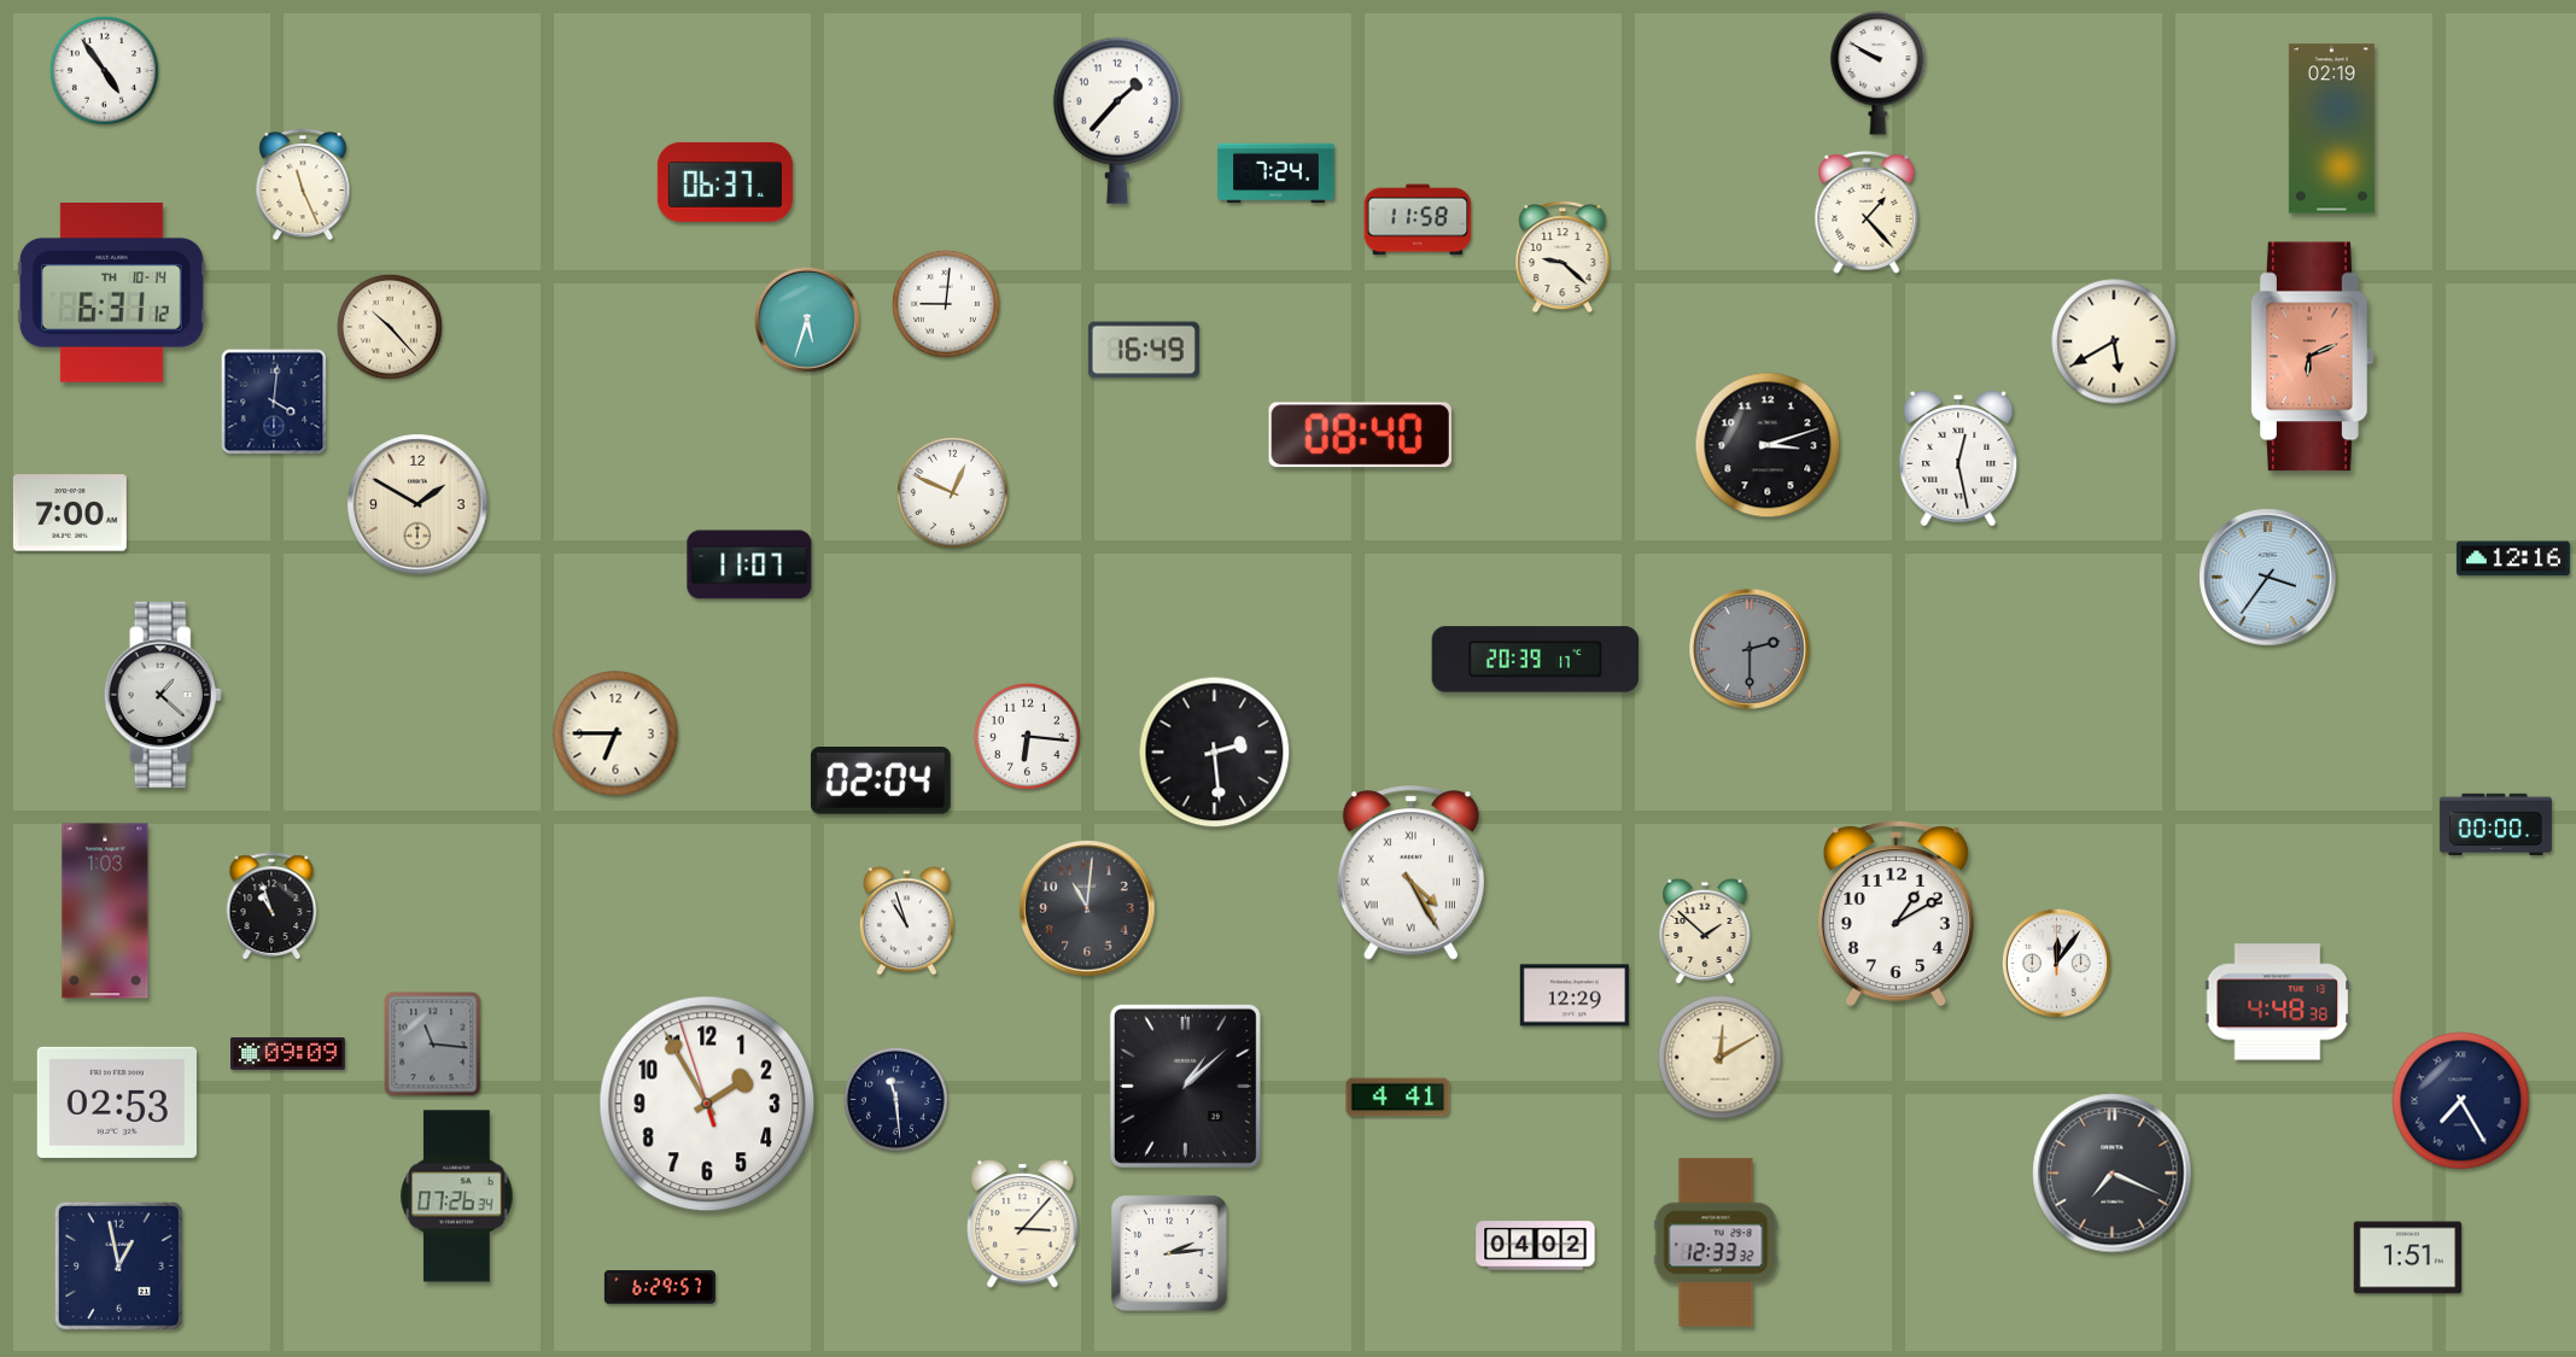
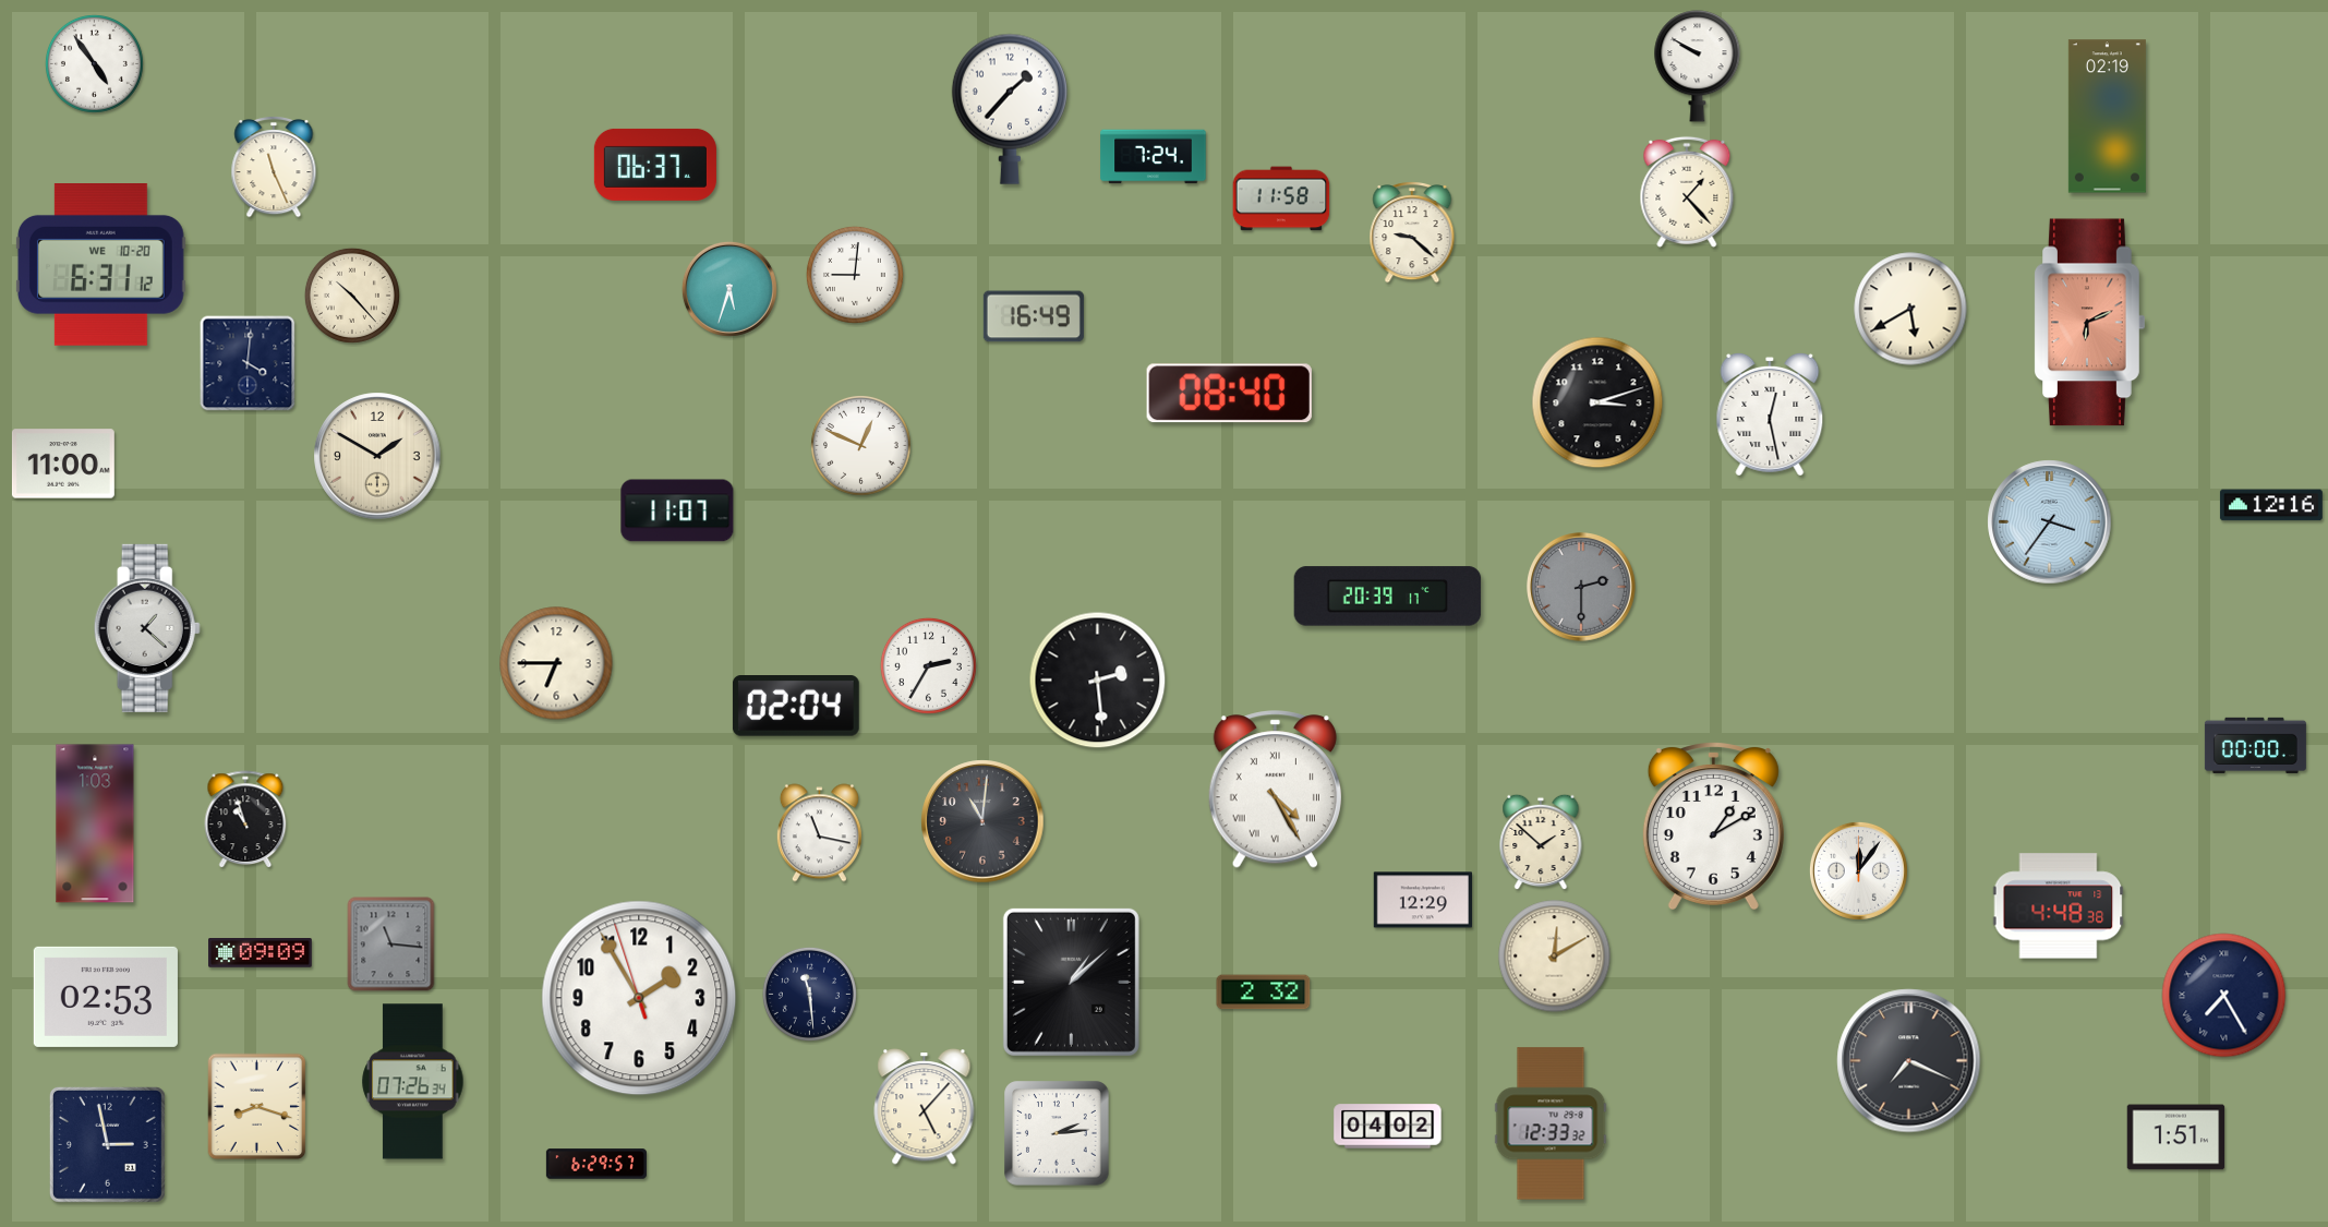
clock at (111, 293) date: TH 10-14 -> WE 10-20
clock at (70, 513): 7:00 -> 11:00
clock at (1027, 736): 6:16 -> 2:35
clock at (906, 922): 10:57 -> 11:17
clock at (1398, 1098): 4:41 -> 2:32
clock at (257, 1107): none -> 8:18
clock at (1023, 1224): 3:07 -> 5:07
clock at (118, 1265): 12:58 -> 2:58
